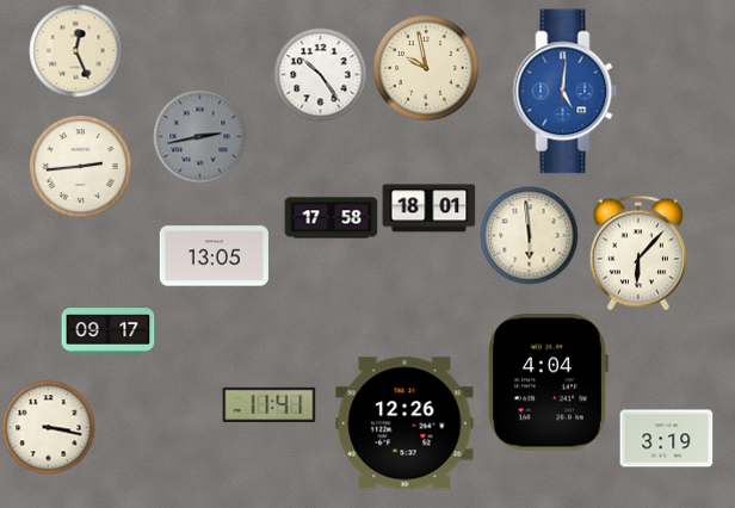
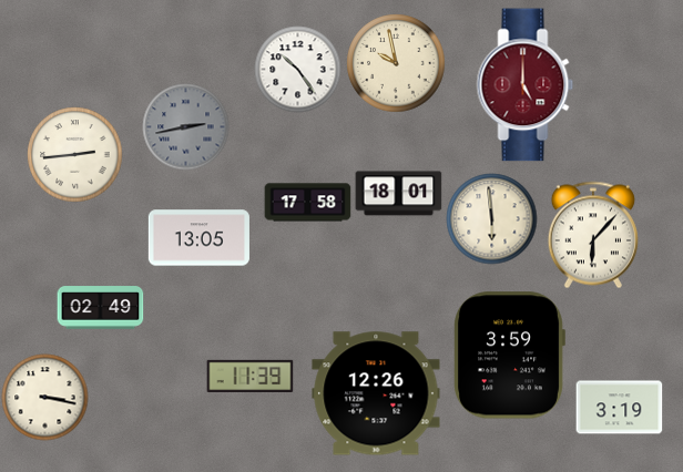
clock at (75, 50): 12:26 -> none
clock at (566, 92): 5:01 -> 5:00
clock at (566, 92) dial: blue -> burgundy
clock at (107, 332): 09:17 -> 02:49
clock at (549, 383): 4:04 -> 3:59
clock at (268, 404): 11:41 -> 11:39
